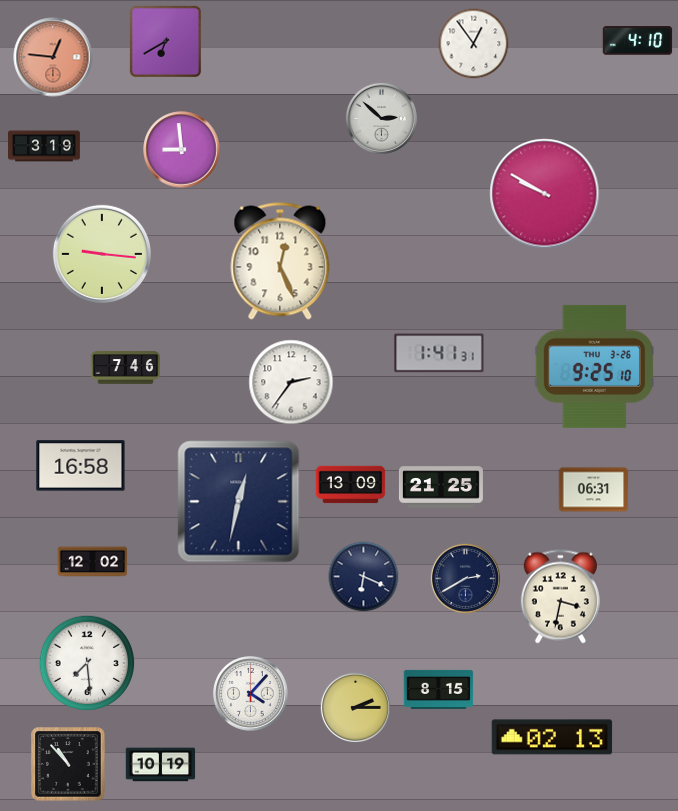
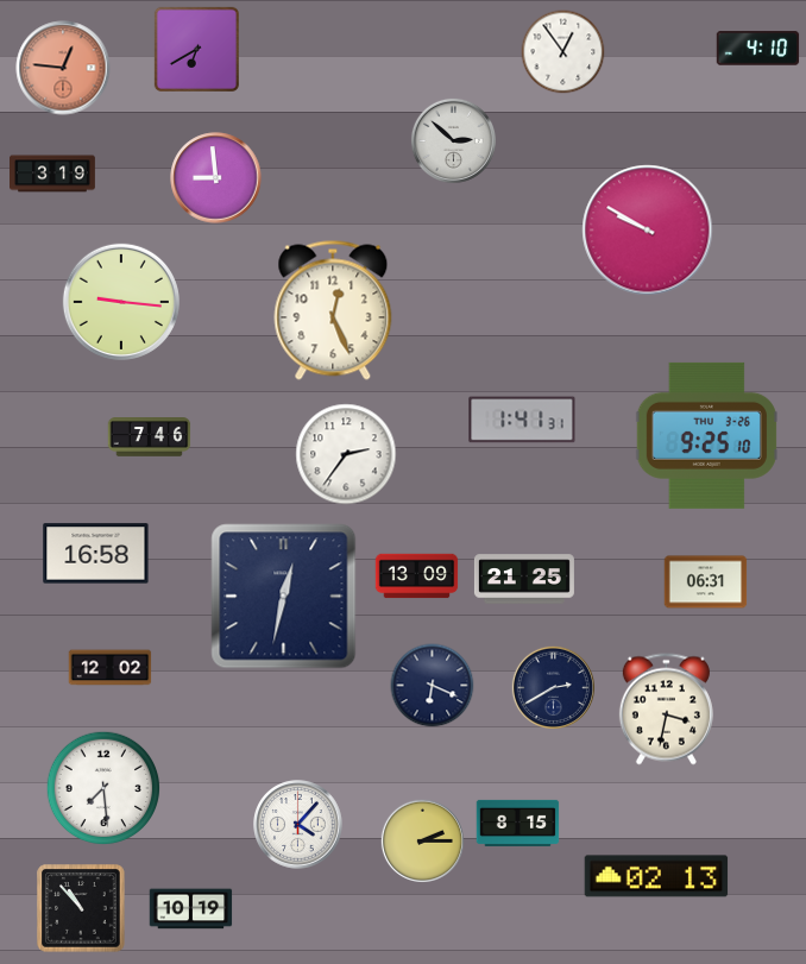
clock at (439, 689) position: (439, 689) -> (518, 823)
